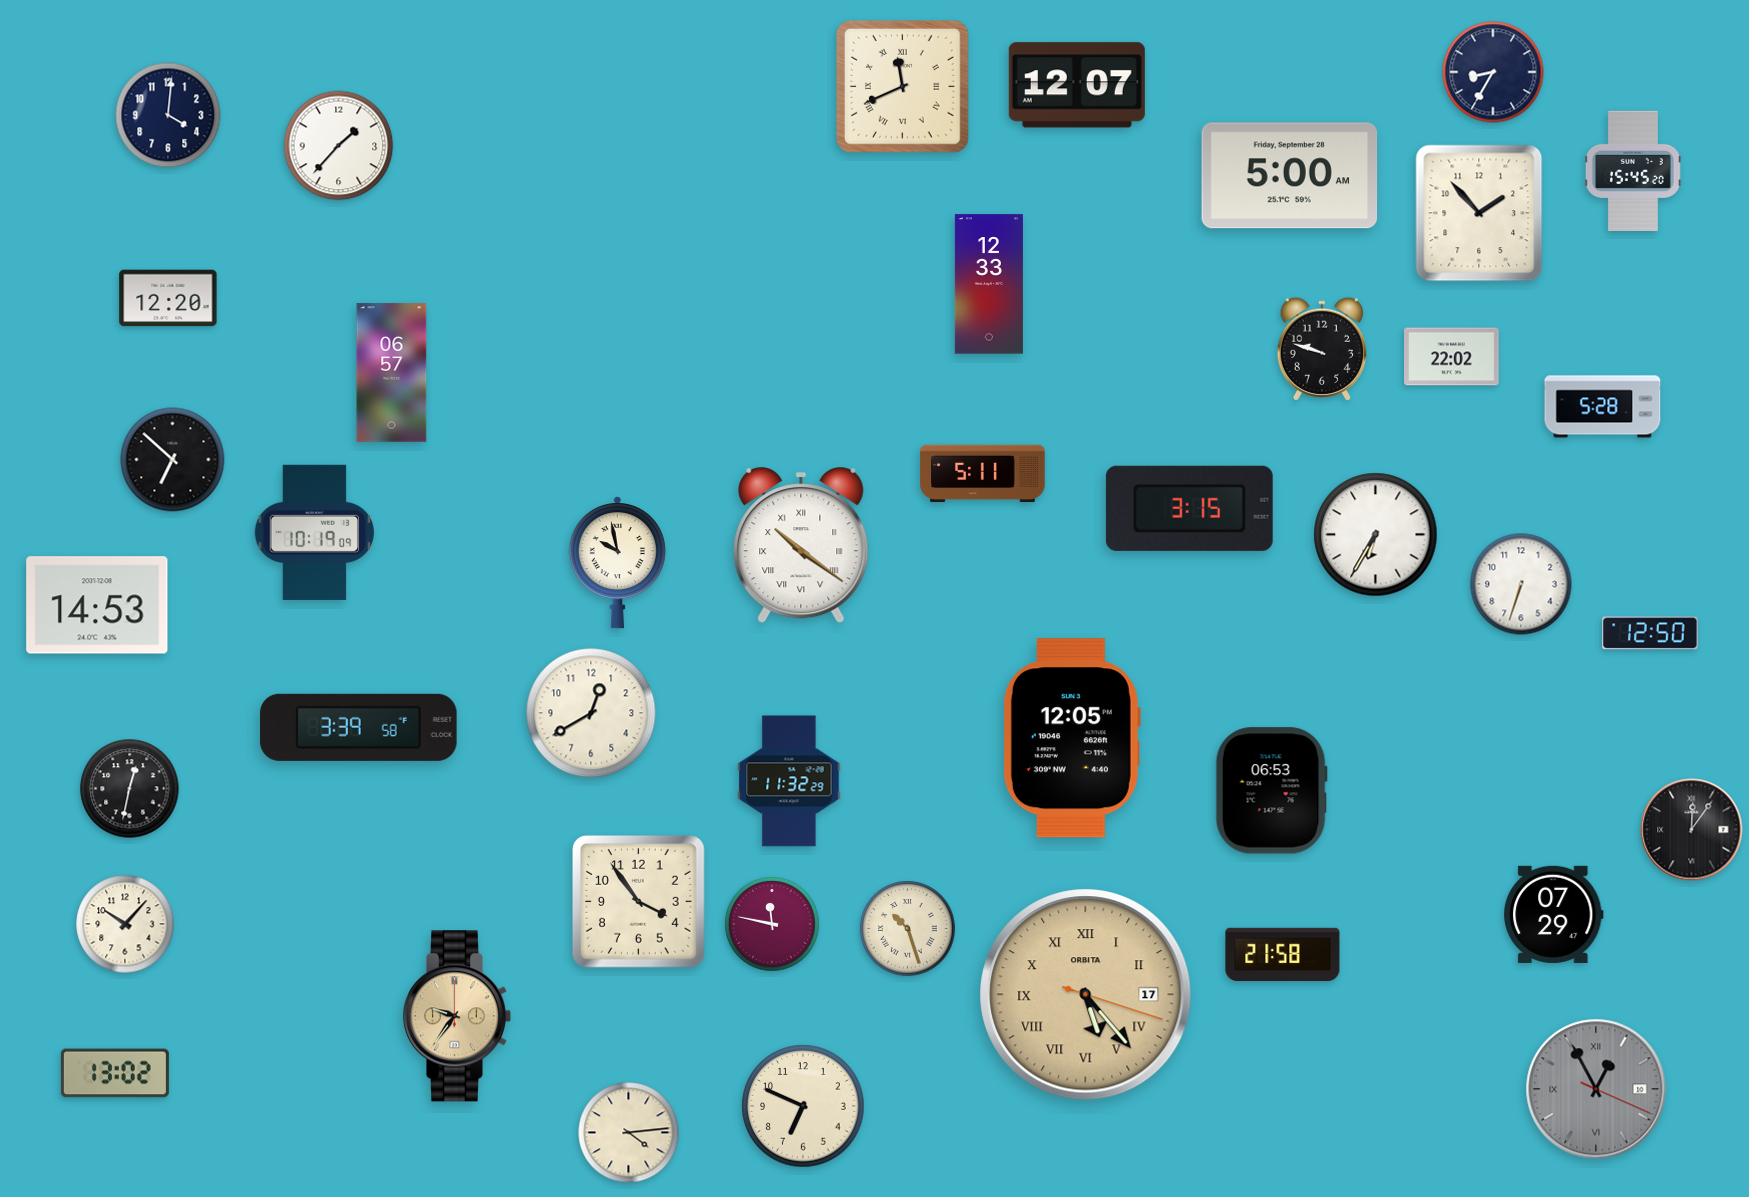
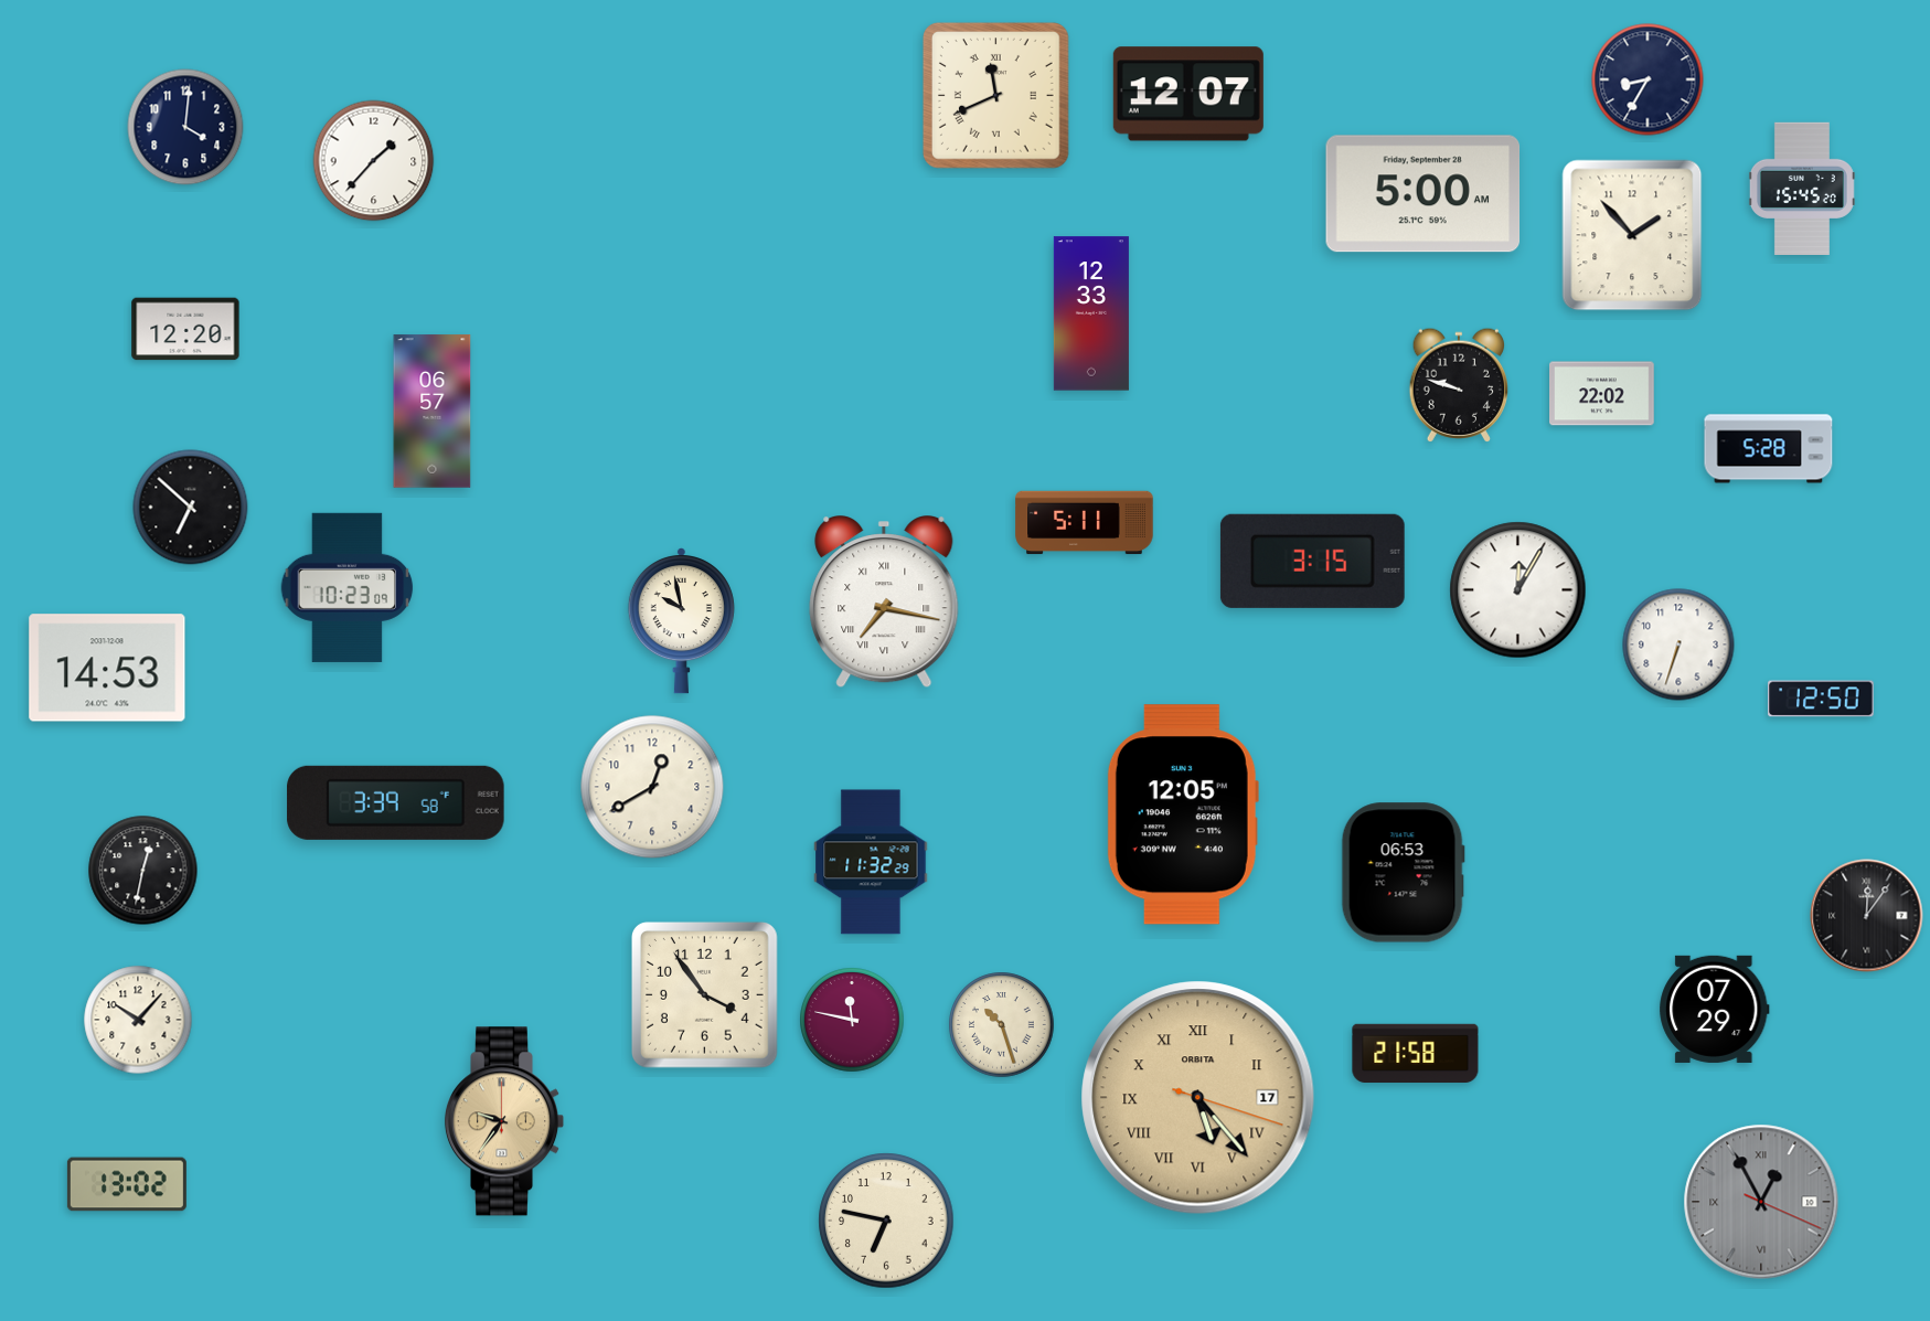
clock at (315, 532): 10:19 -> 10:23
clock at (1376, 535): 6:35 -> 12:05
clock at (801, 546): 10:21 -> 7:17
clock at (803, 1106): 6:49 -> 6:47
clock at (629, 1133): 4:14 -> none
